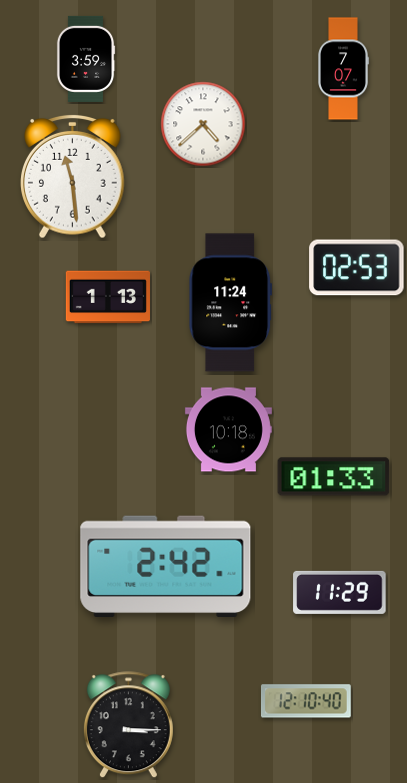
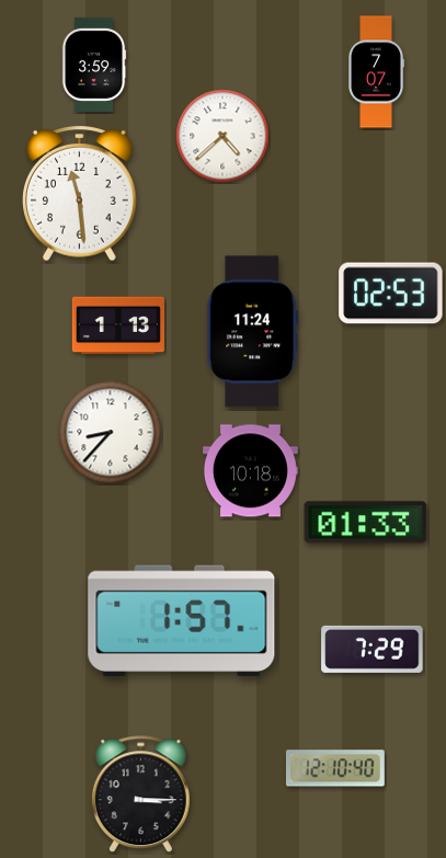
clock at (344, 69) position: (344, 69) -> (377, 72)
clock at (111, 433): none -> 8:37
clock at (166, 566): 2:42 -> 1:57
clock at (340, 592): 11:29 -> 7:29
